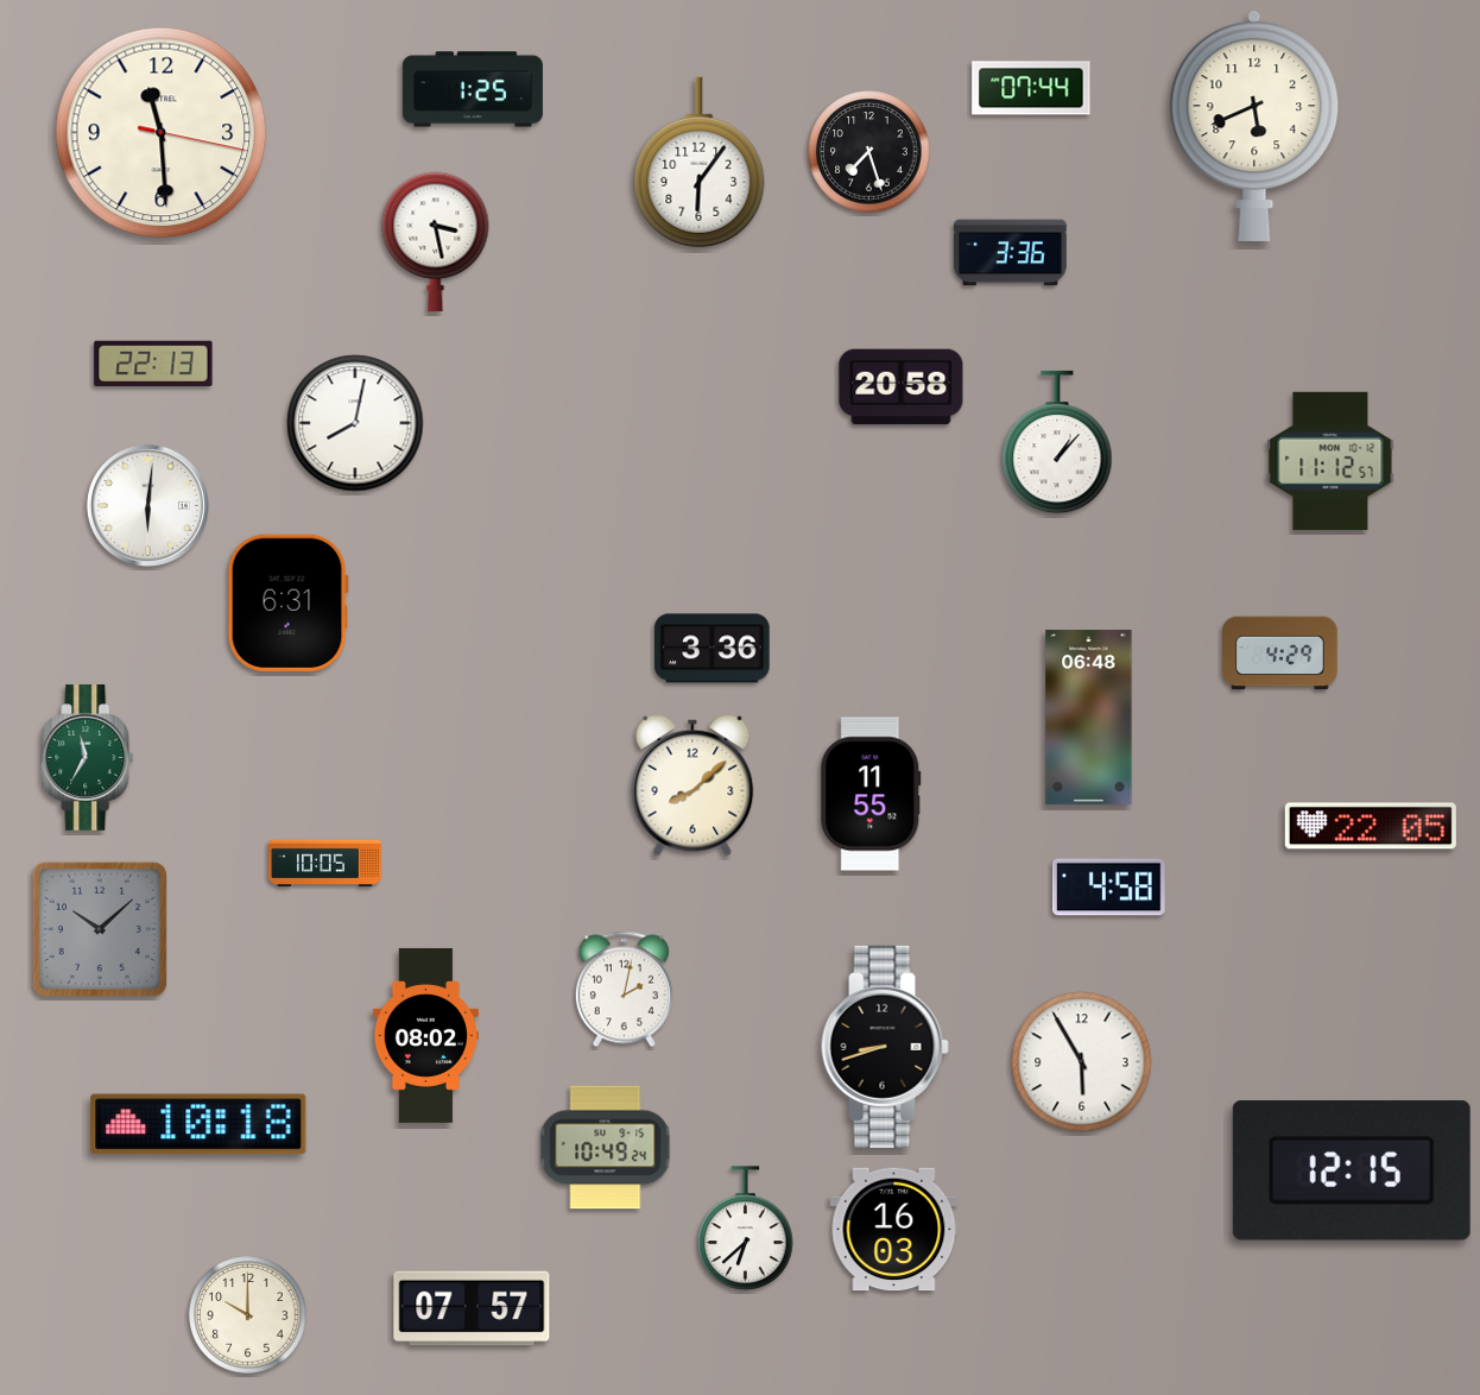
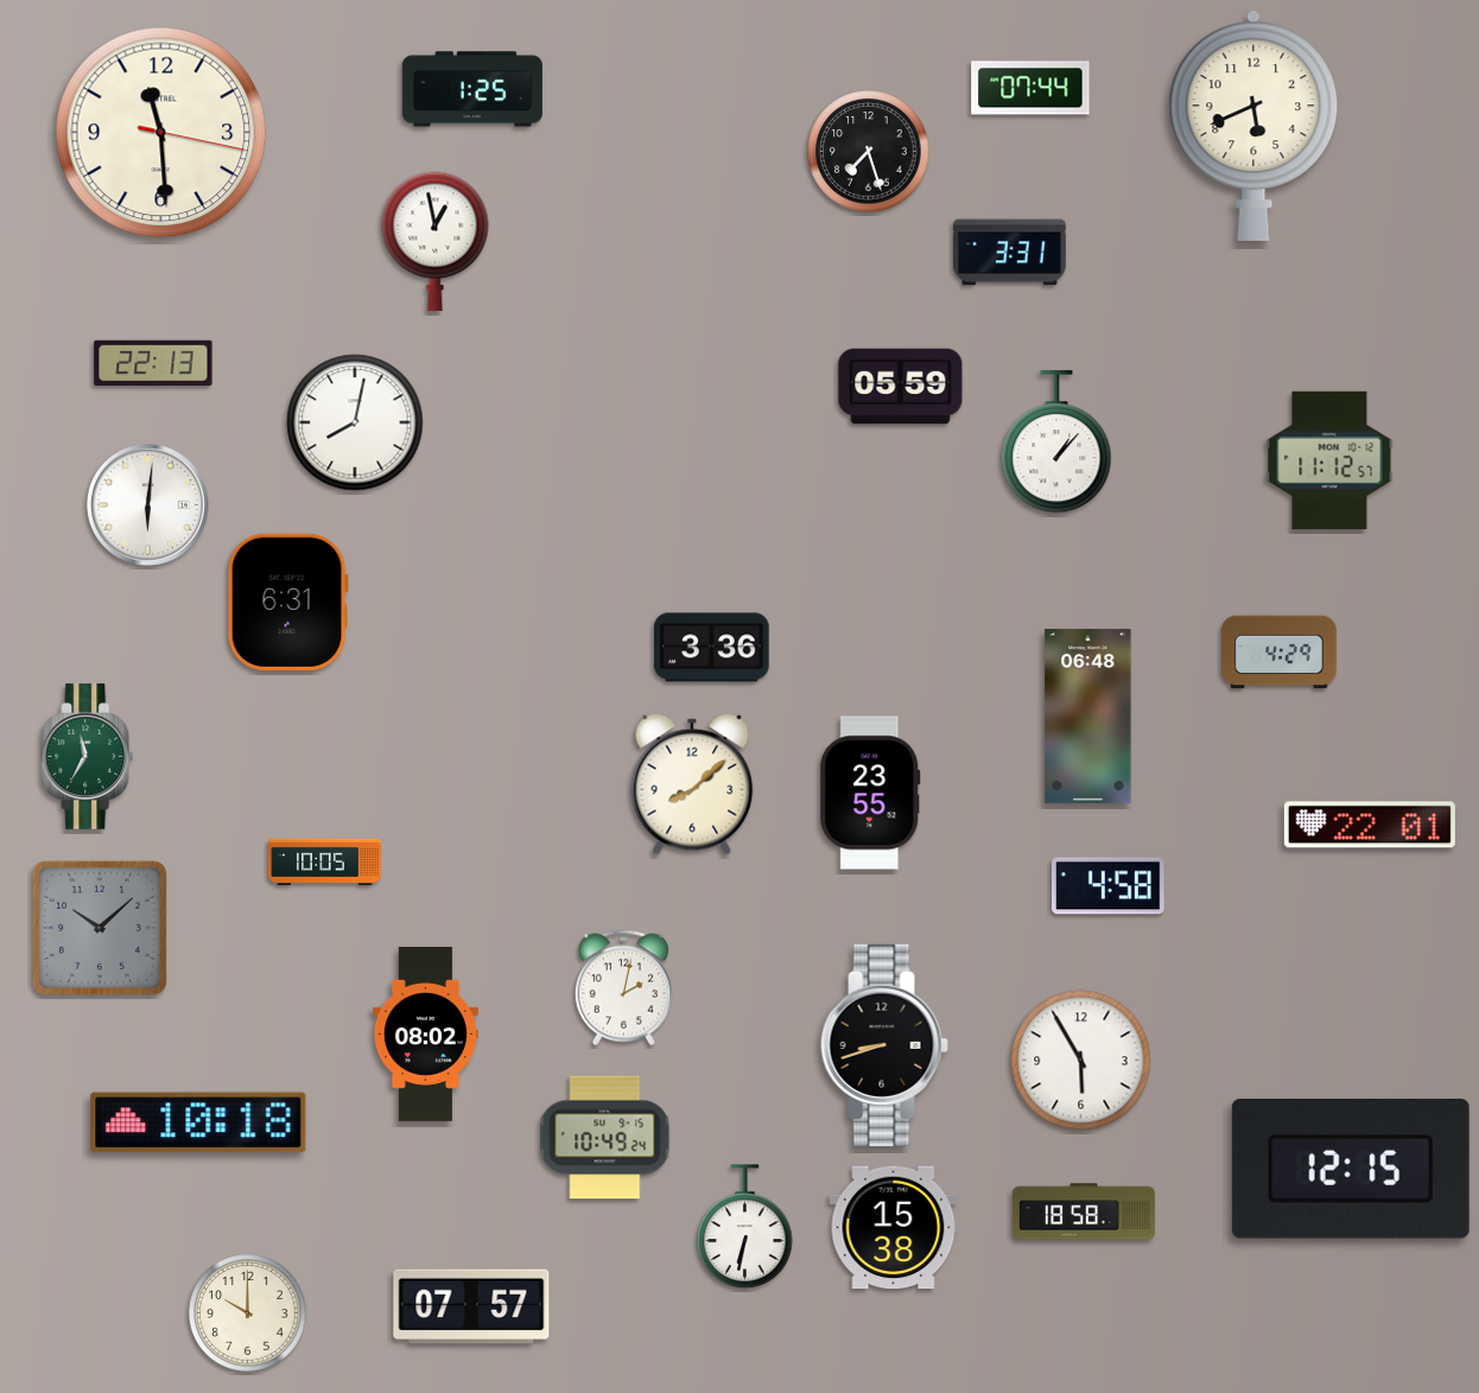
clock at (700, 163): 6:06 -> none
clock at (436, 241): 3:28 -> 12:58
clock at (1011, 253): 3:36 -> 3:31
clock at (902, 387): 20:58 -> 05:59
clock at (871, 794): 11:55 -> 23:55
clock at (1371, 826): 22:05 -> 22:01
clock at (606, 1148) position: (606, 1148) -> (605, 1138)
clock at (1084, 1211): none -> 18:58
clock at (746, 1229): 6:38 -> 6:32
clock at (894, 1230): 16:03 -> 15:38
